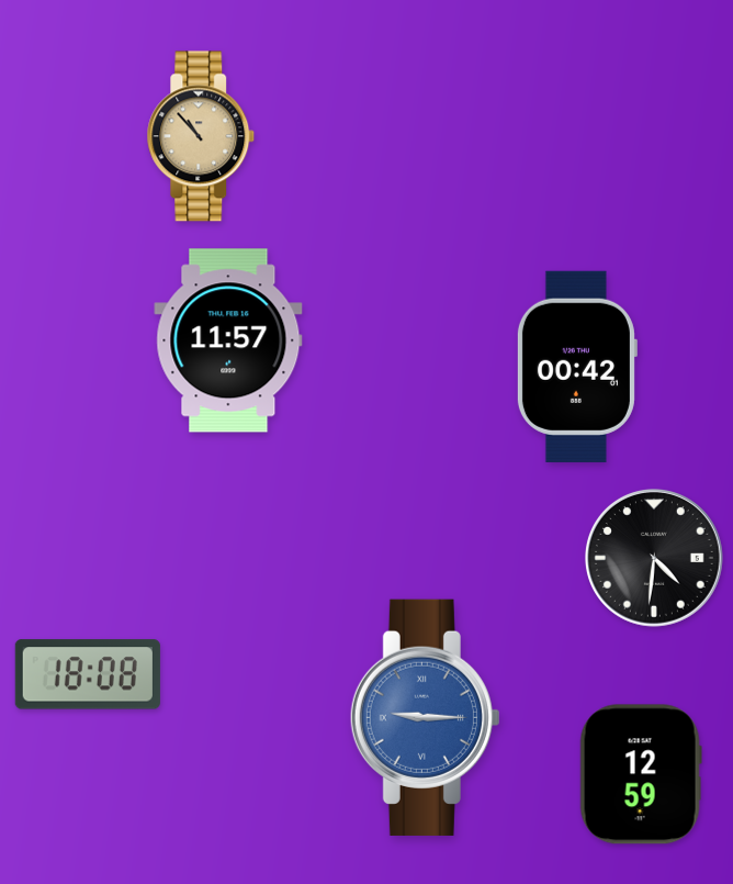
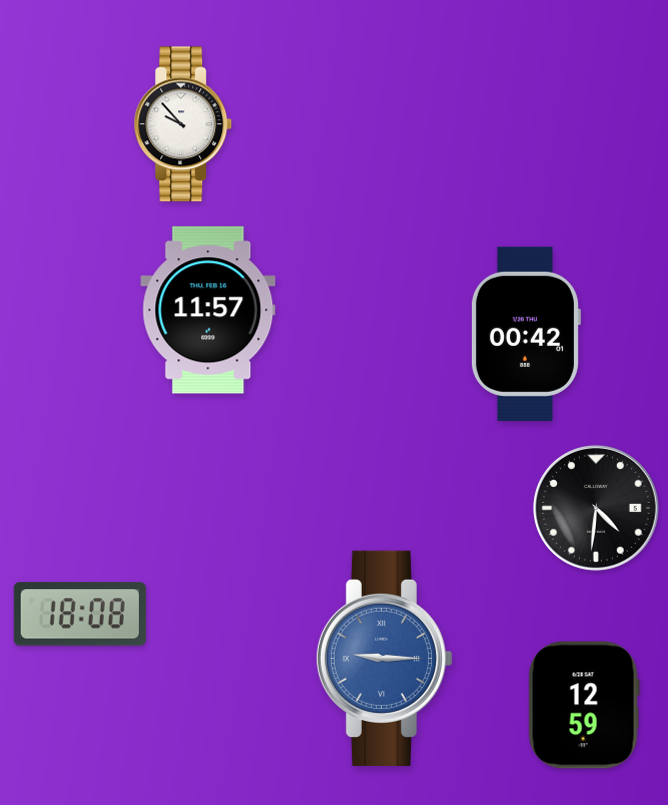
clock at (201, 136): 10:53 -> 9:53
clock at (201, 136) dial: champagne -> white
clock at (425, 717) position: (425, 717) -> (384, 658)
